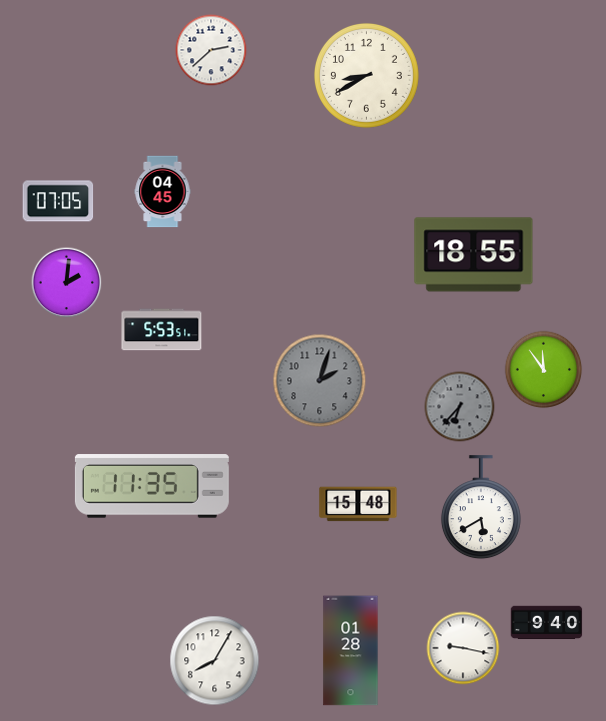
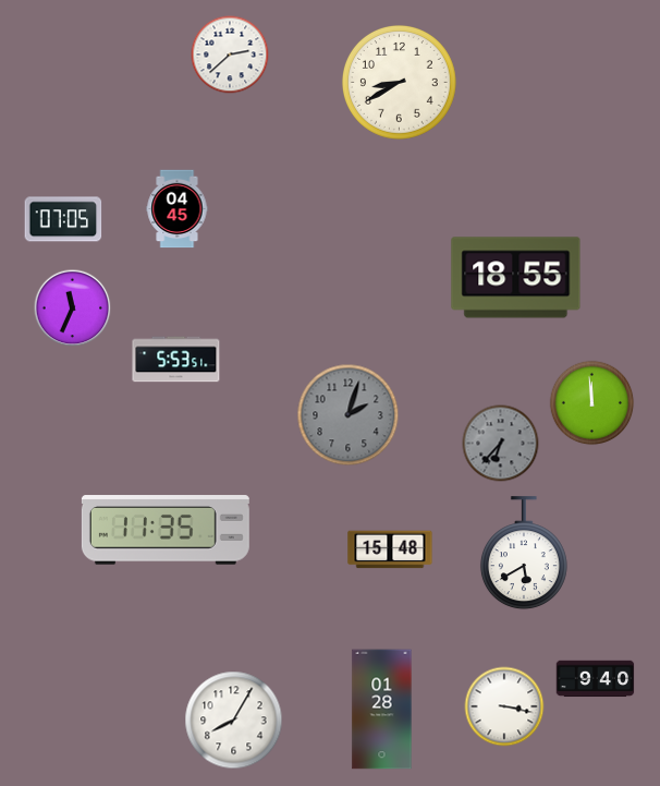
clock at (67, 283): 2:01 -> 11:34
clock at (544, 370): 11:54 -> 11:59
clock at (463, 648): 9:17 -> 3:17
